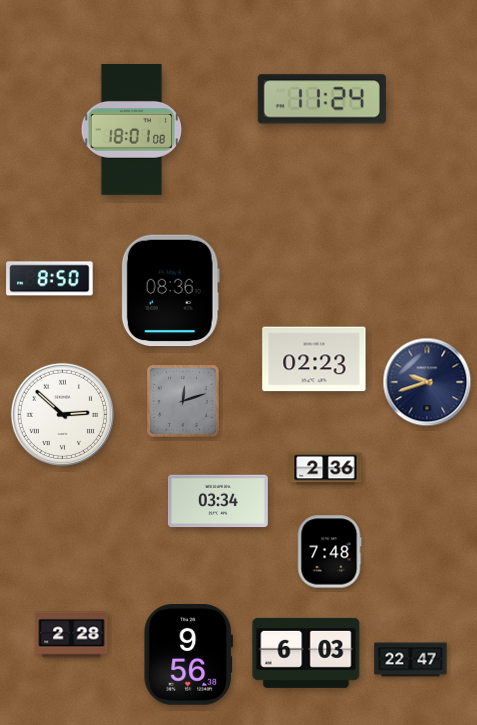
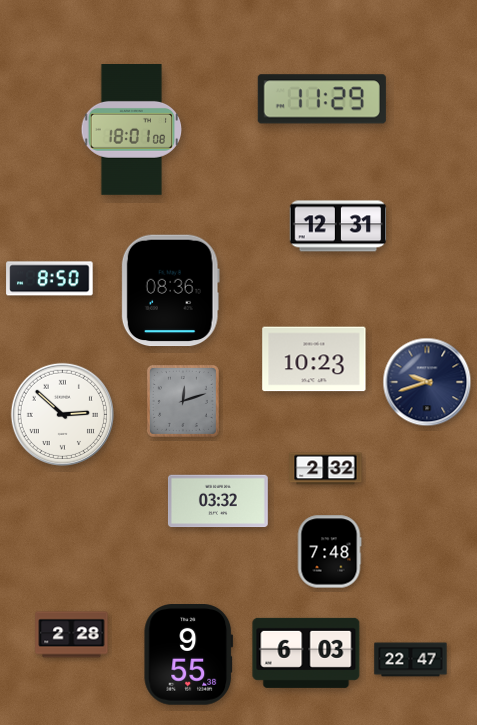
clock at (322, 99): 11:24 -> 11:29
clock at (338, 226): none -> 12:31
clock at (314, 359): 02:23 -> 10:23
clock at (326, 469): 2:36 -> 2:32
clock at (218, 501): 03:34 -> 03:32
clock at (189, 655): 9:56 -> 9:55
